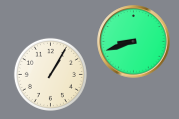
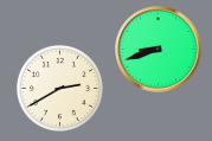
clock at (50, 74): 1:05 -> 2:40
